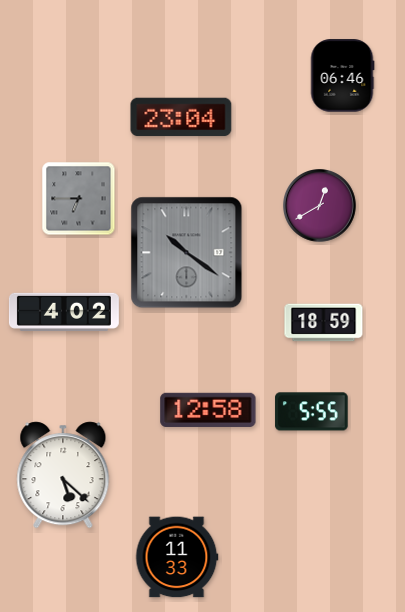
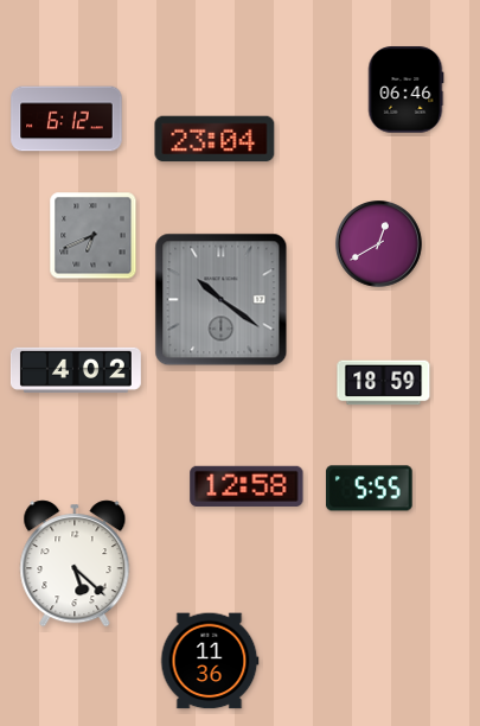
clock at (66, 119): none -> 6:12
clock at (79, 199): 6:45 -> 6:41
clock at (177, 557): 11:33 -> 11:36
